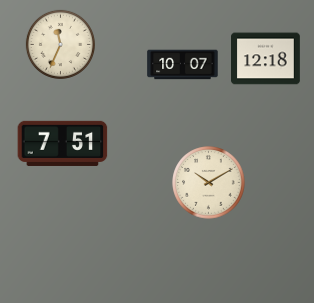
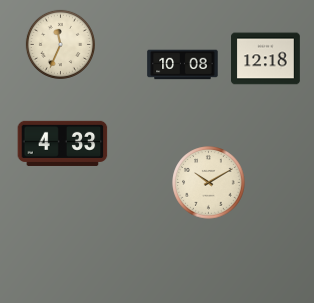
clock at (183, 65): 10:07 -> 10:08
clock at (63, 143): 7:51 -> 4:33
